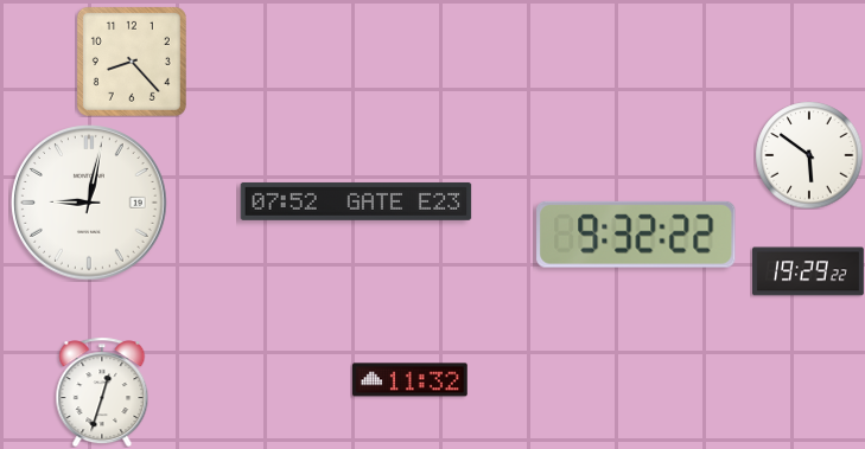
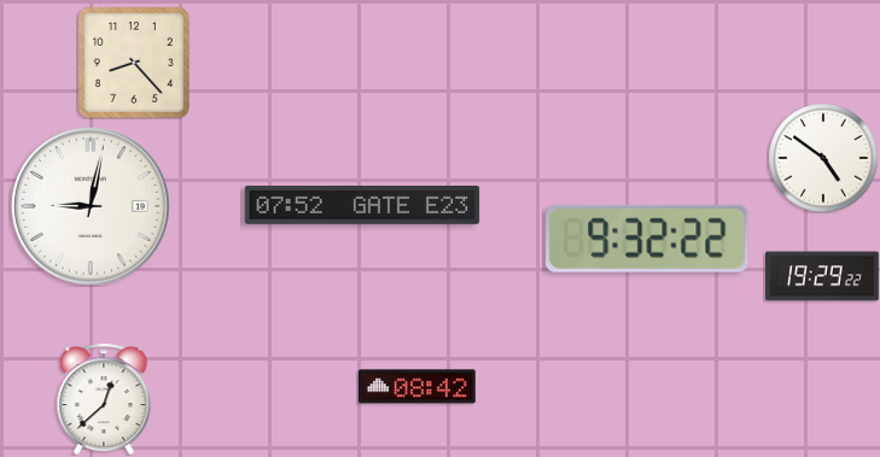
clock at (809, 155): 5:51 -> 4:51
clock at (411, 380): 11:32 -> 08:42
clock at (102, 392): 12:33 -> 12:38
